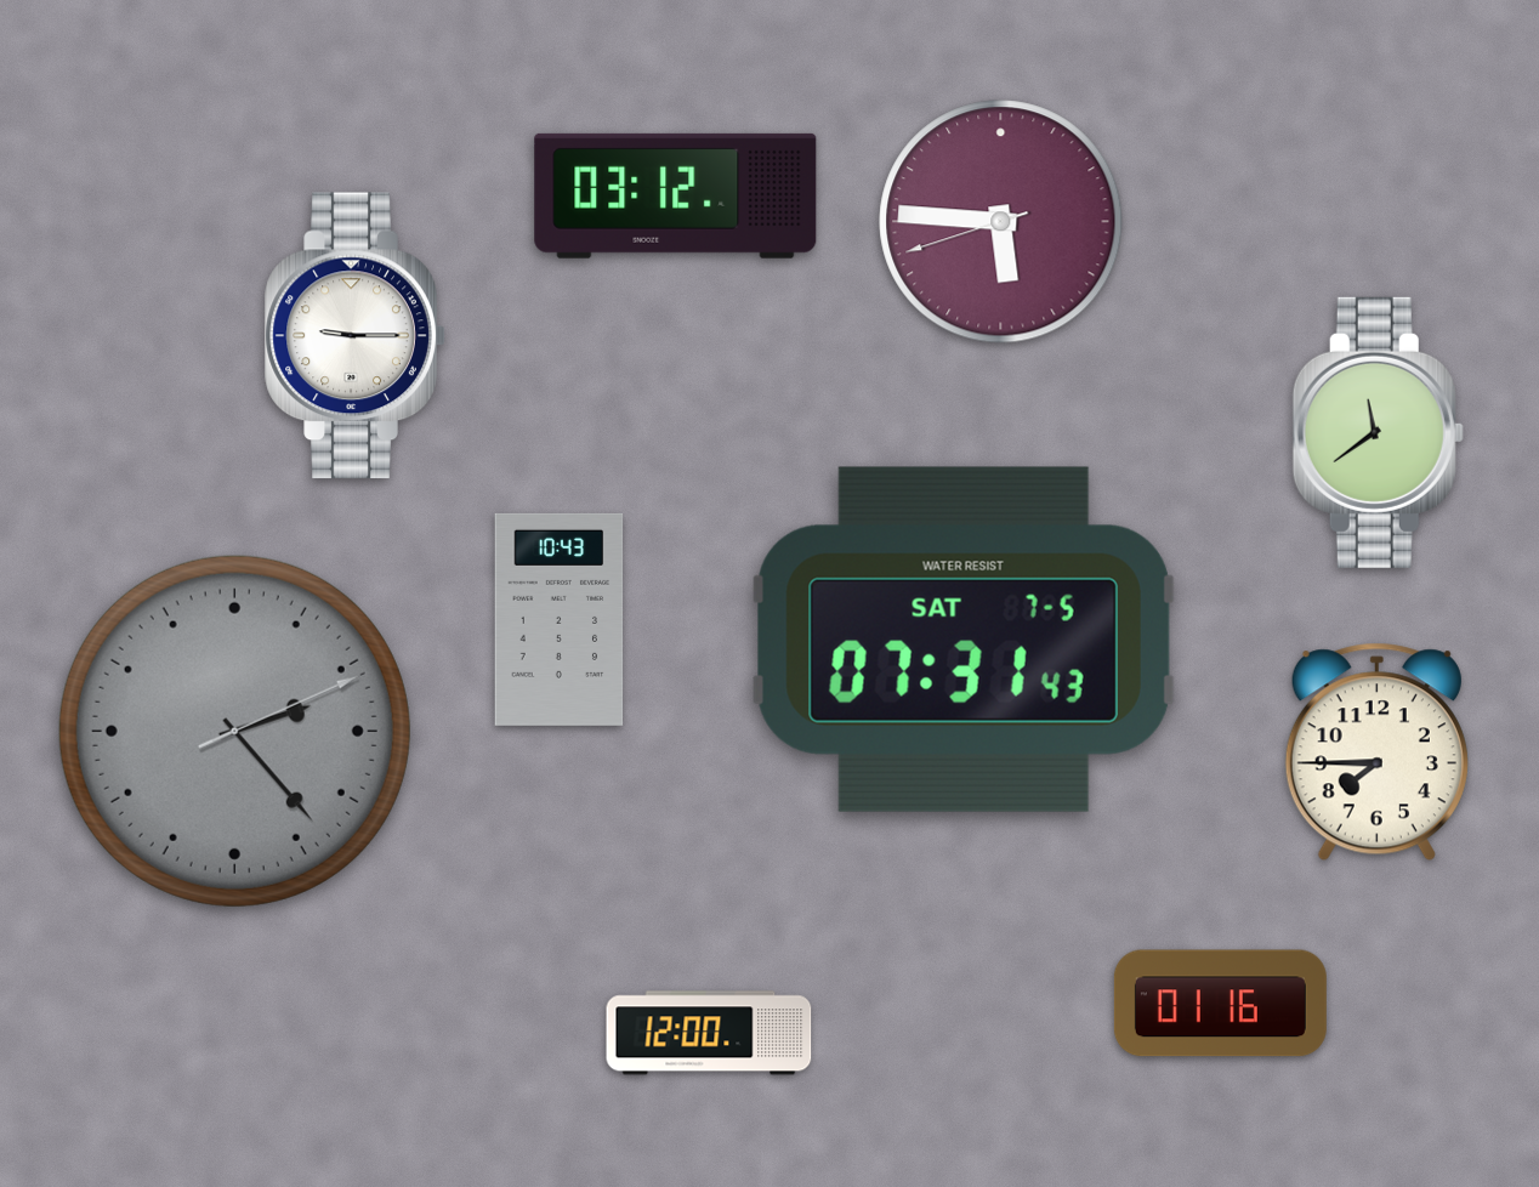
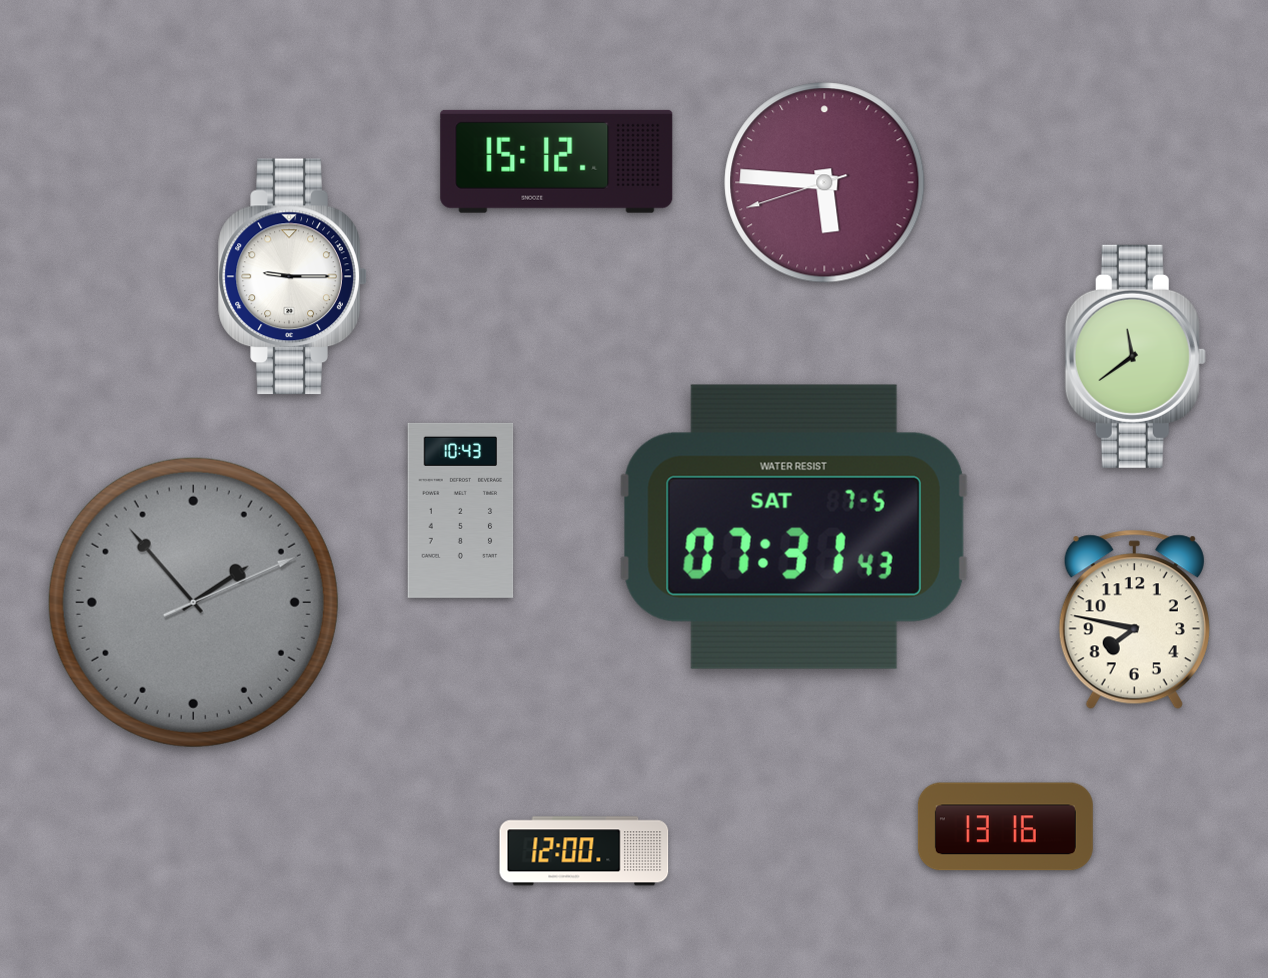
clock at (676, 195): 03:12 -> 15:12
clock at (234, 731): 2:23 -> 1:53
clock at (1376, 752): 7:45 -> 7:47
clock at (1220, 1004): 01:16 -> 13:16
